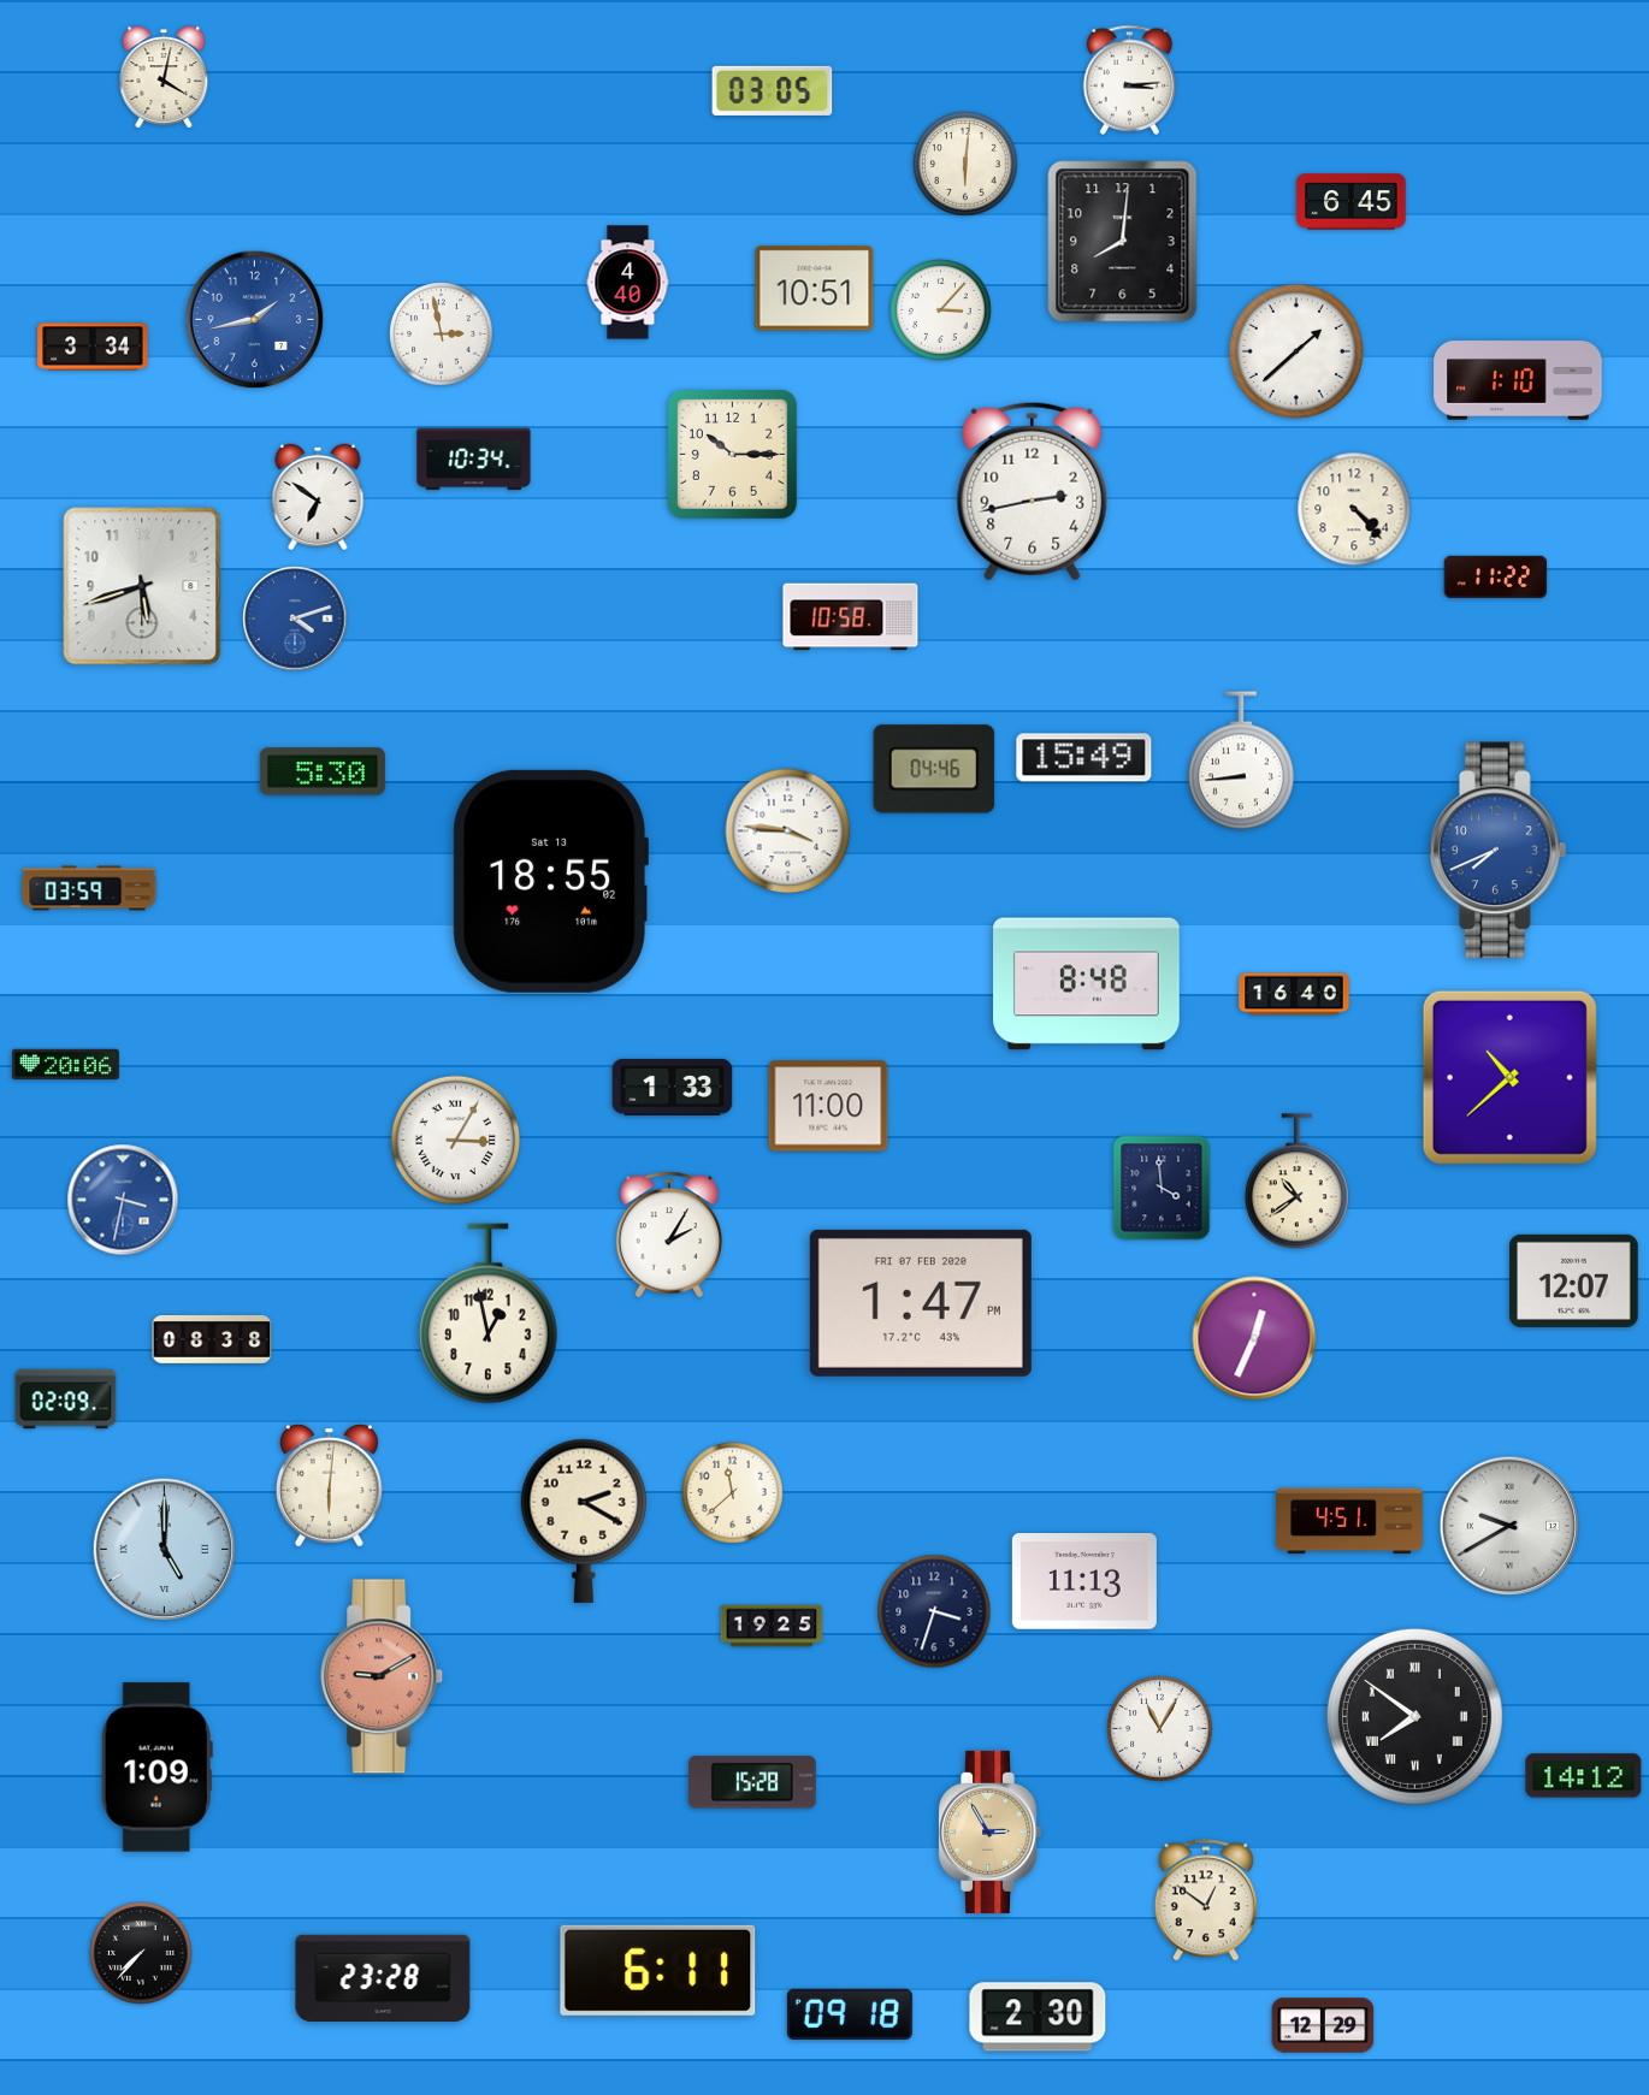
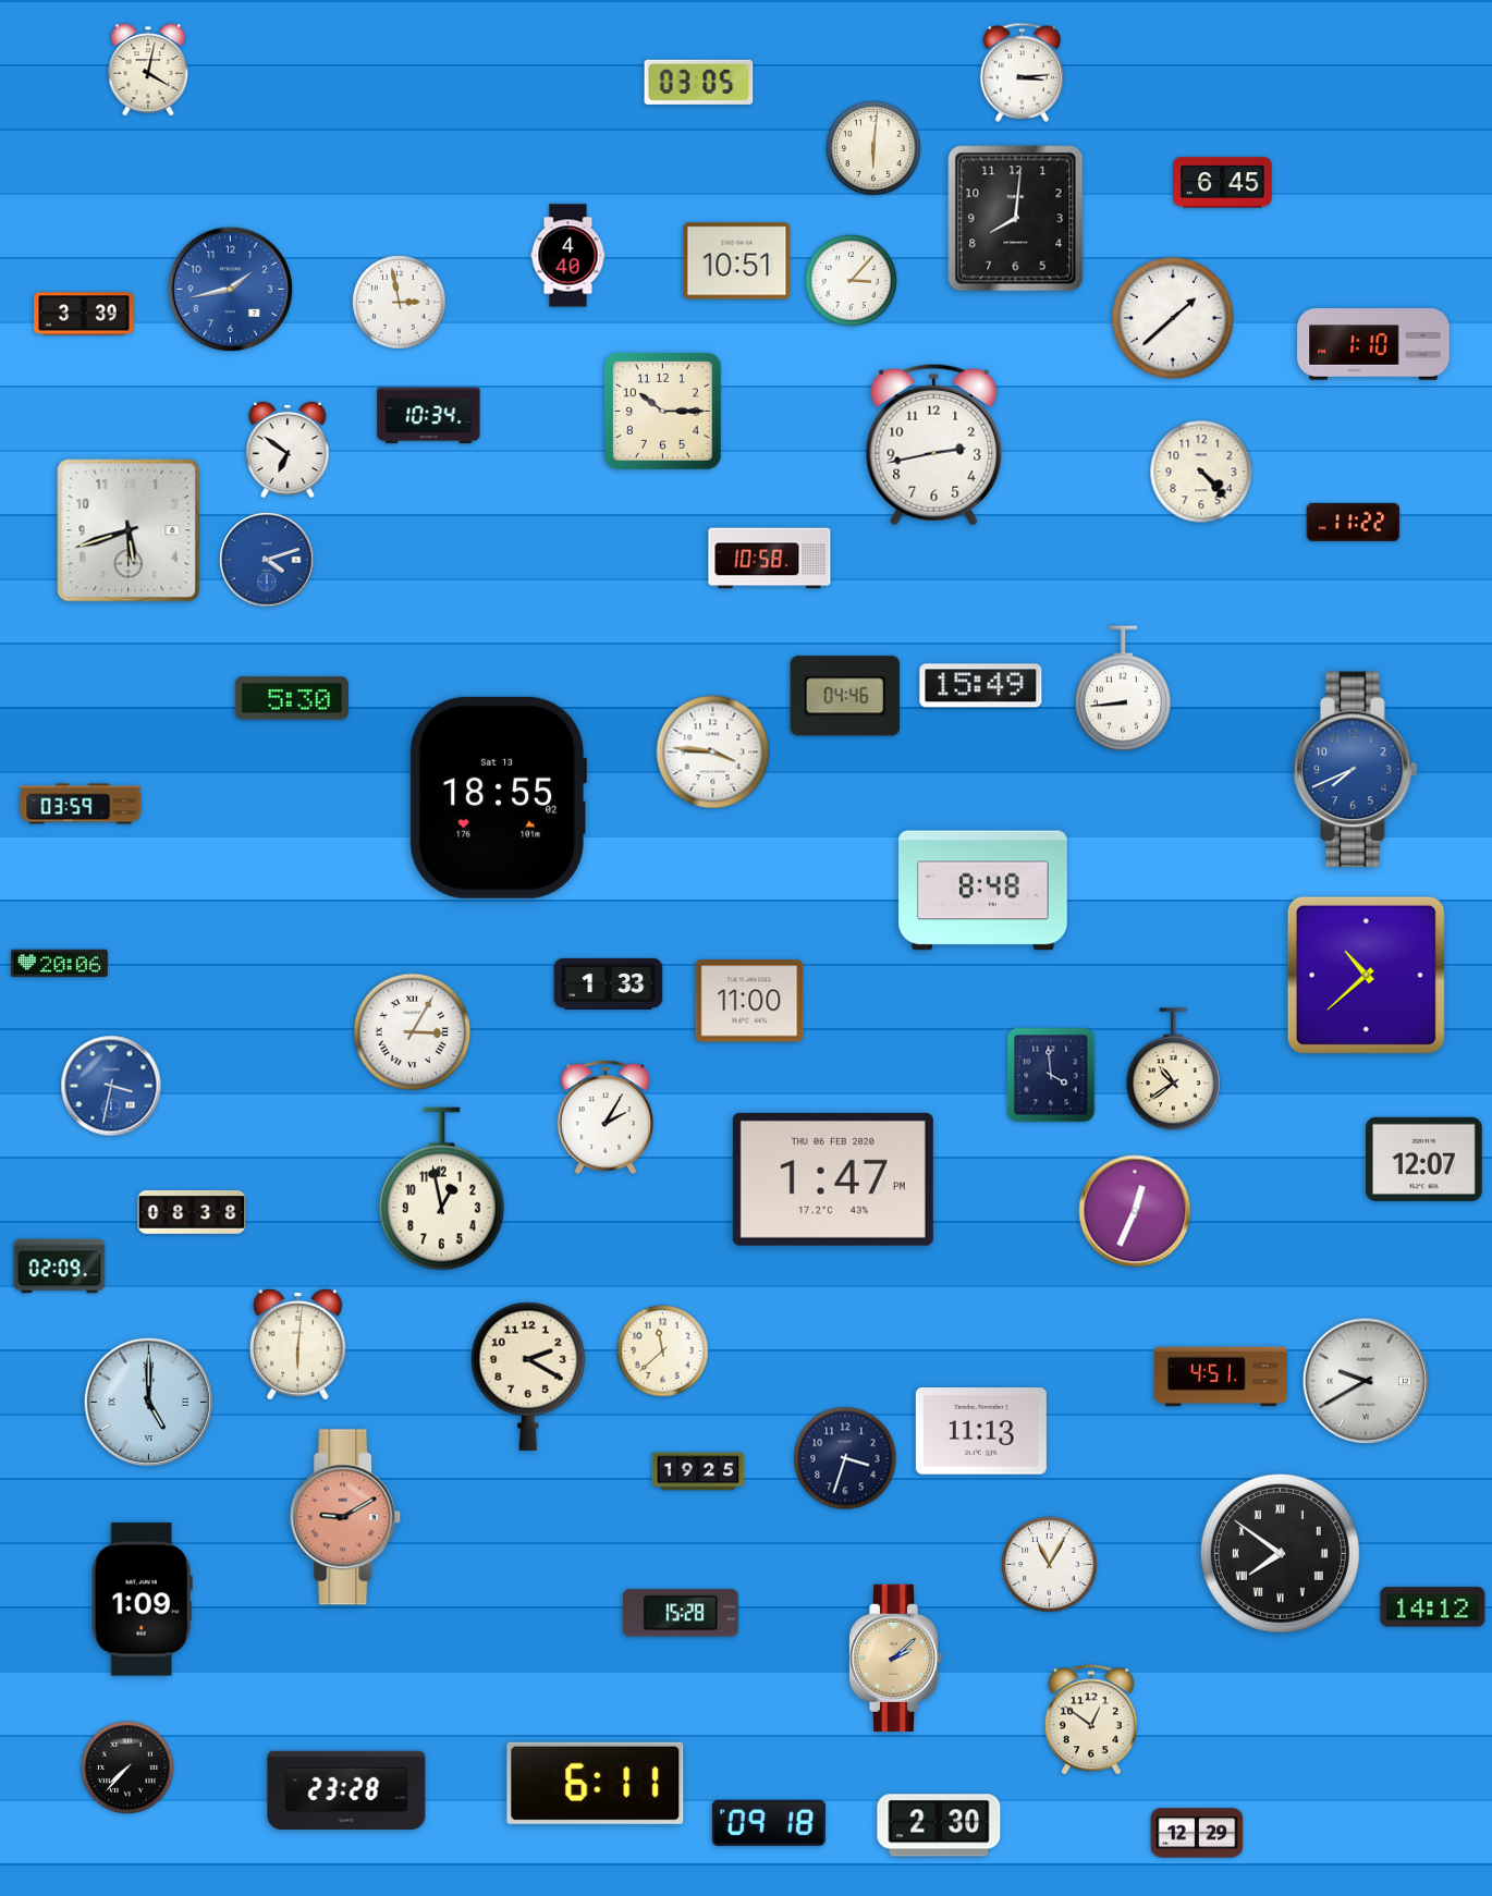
clock at (93, 347): 3:34 -> 3:39
clock at (1354, 509) position: (1354, 509) -> (1201, 472)
clock at (1294, 994): 16:40 -> none
clock at (921, 1303) date: FRI 07 FEB 2020 -> THU 06 FEB 2020
clock at (989, 1831): 2:55 -> 2:08
